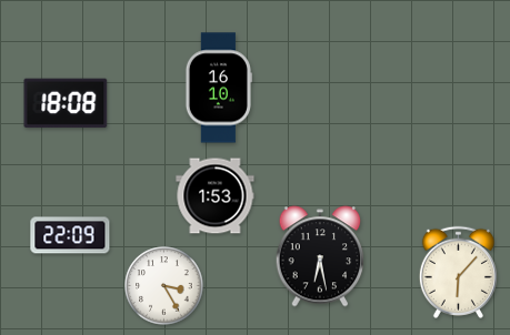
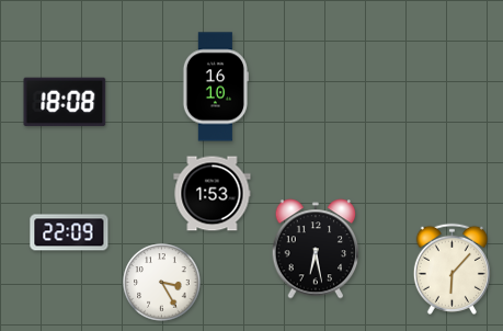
clock at (320, 256) position: (320, 256) -> (316, 249)
